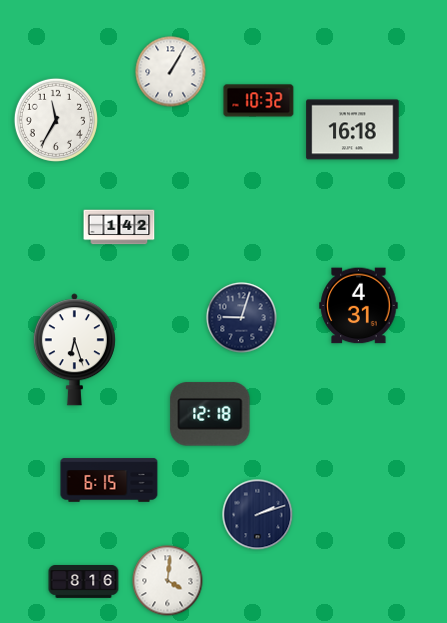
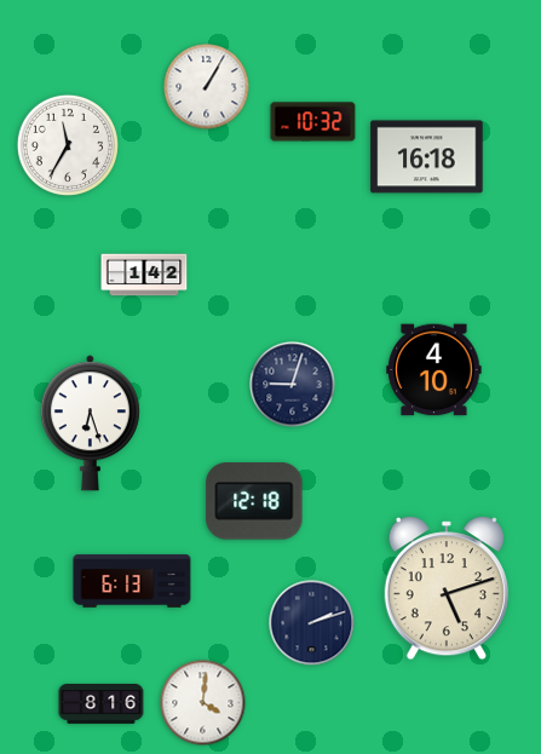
clock at (359, 306): 4:31 -> 4:10
clock at (109, 480): 6:15 -> 6:13
clock at (447, 588): none -> 5:12
